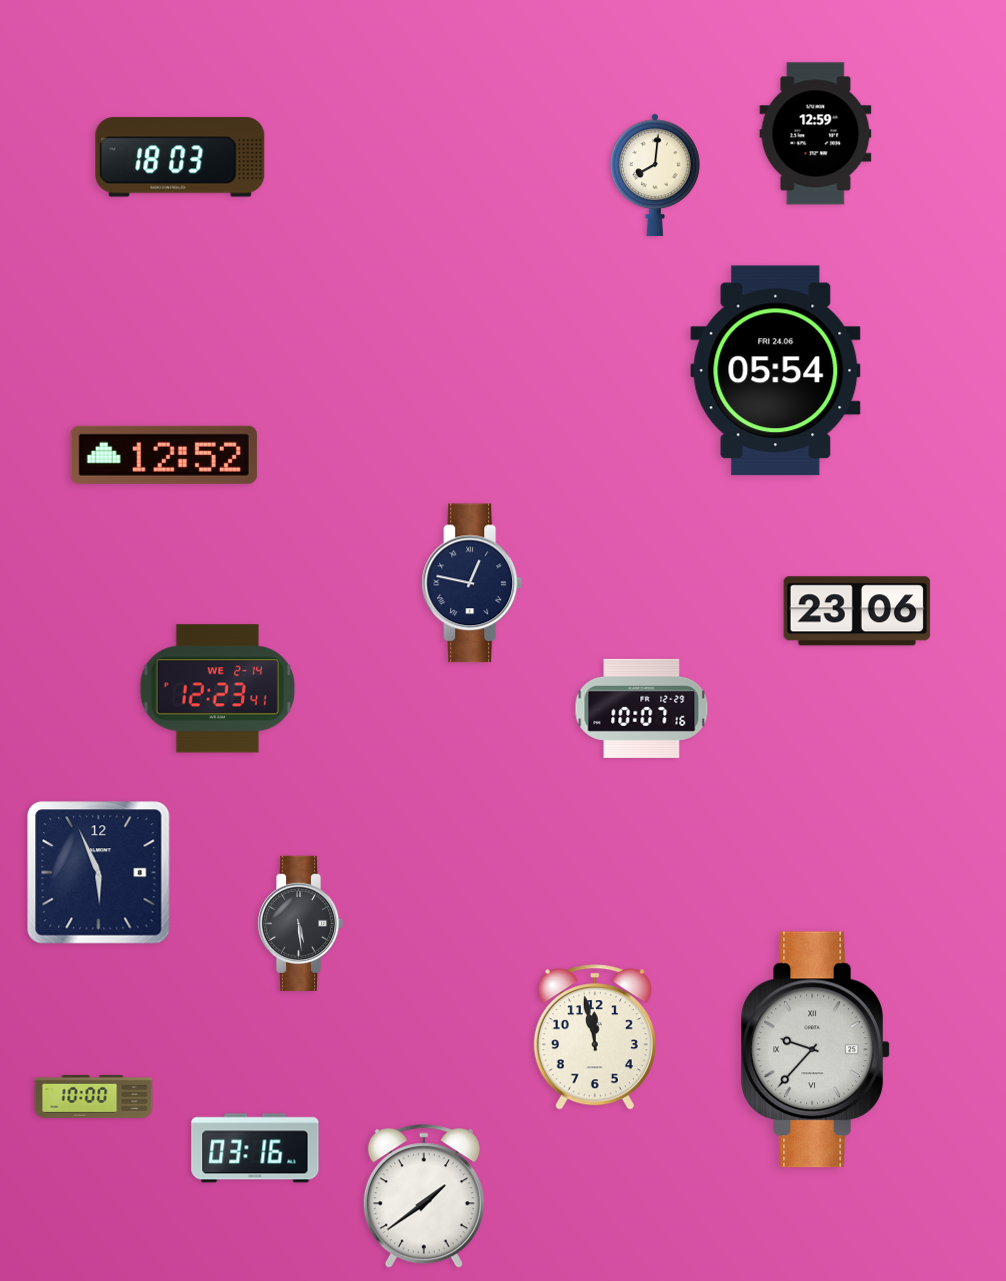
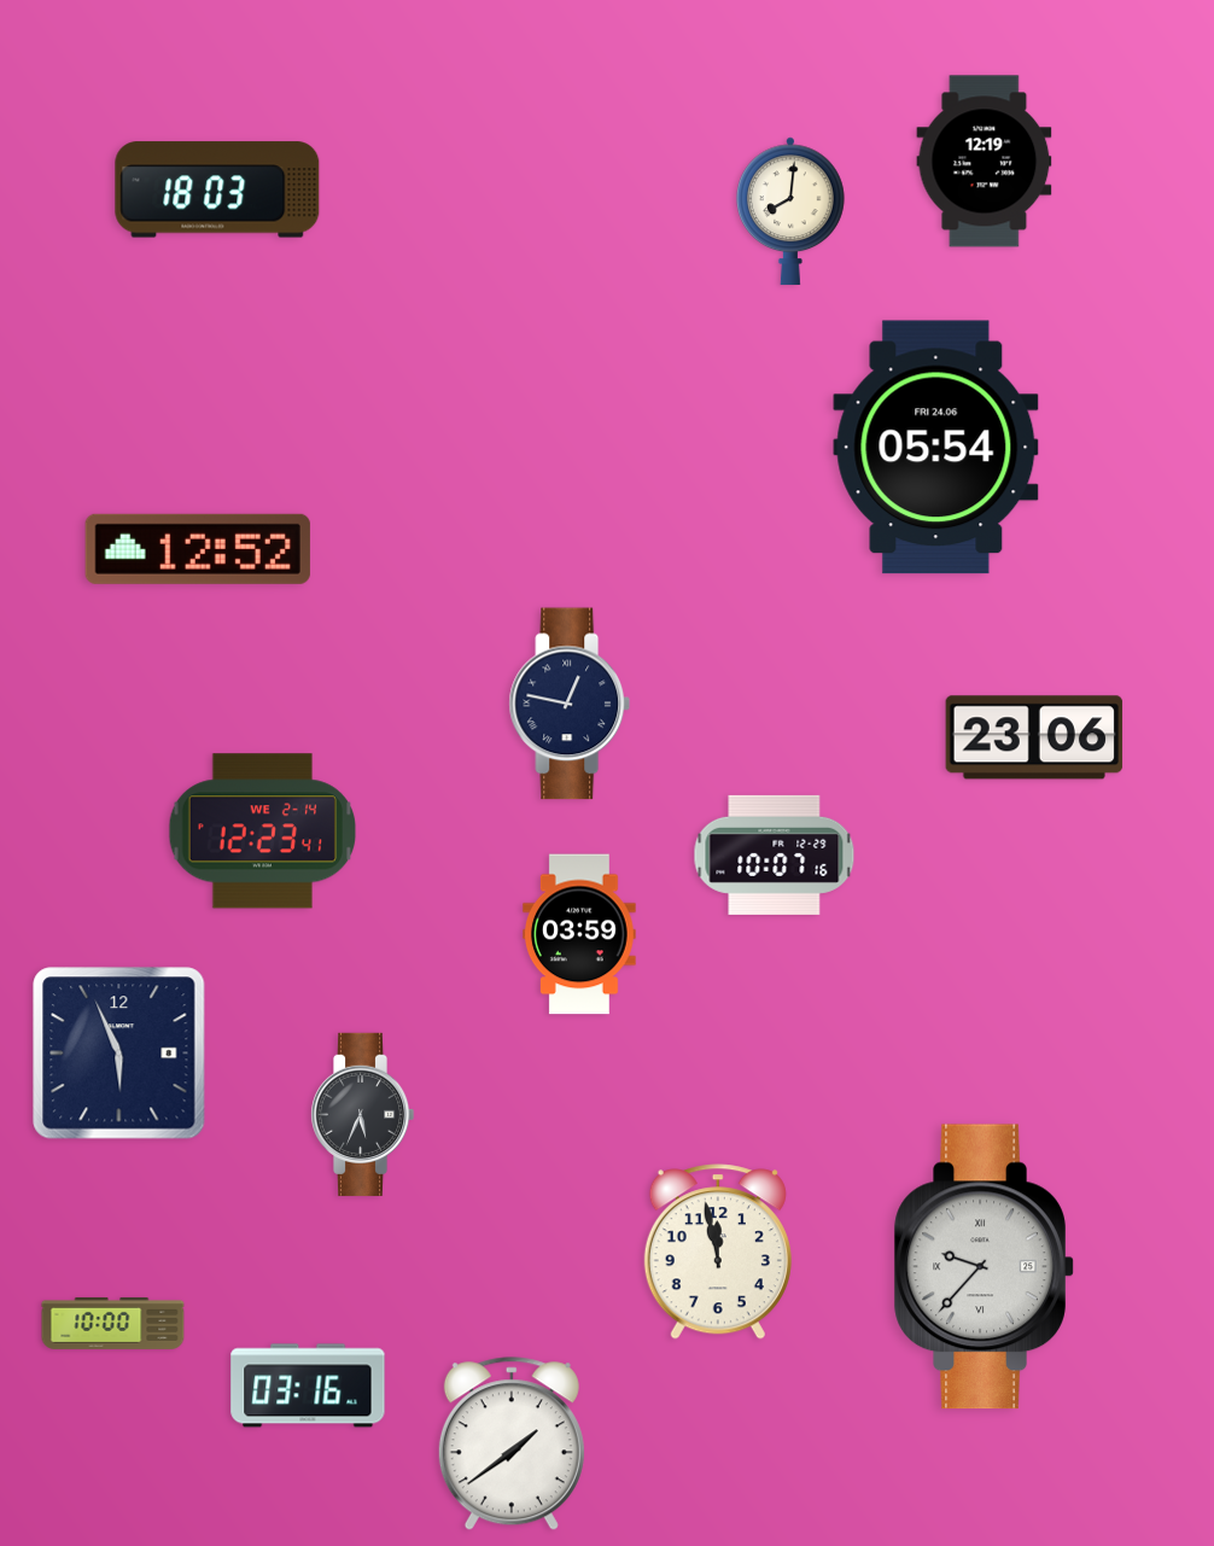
clock at (816, 134): 12:59 -> 12:19
clock at (580, 934): none -> 03:59
clock at (300, 923): 5:29 -> 5:34
